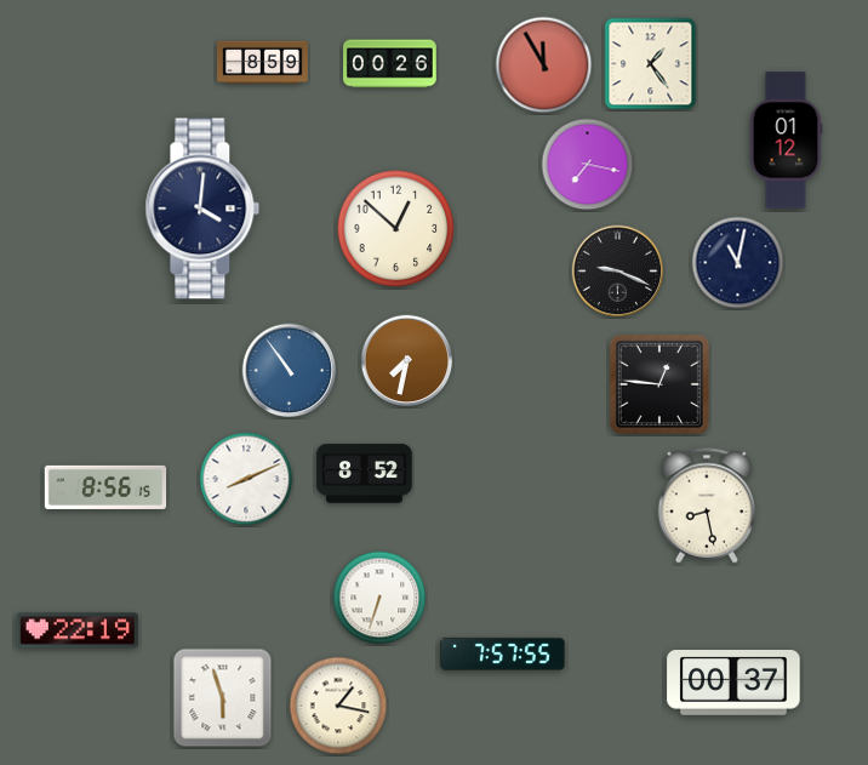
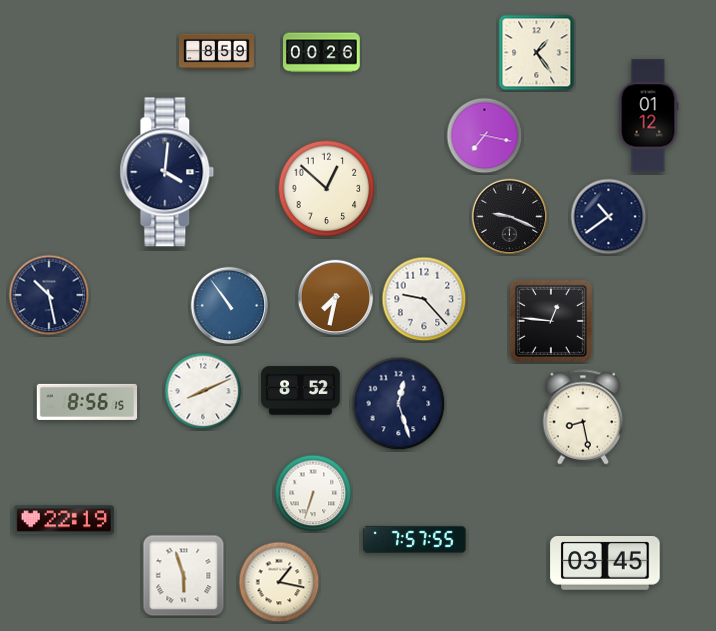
clock at (544, 65): 11:55 -> none
clock at (738, 263): 11:02 -> 10:39
clock at (618, 272) position: (618, 272) -> (510, 217)
clock at (49, 295): none -> 10:28
clock at (424, 299): none -> 9:23
clock at (290, 371) position: (290, 371) -> (230, 306)
clock at (659, 384) position: (659, 384) -> (551, 321)
clock at (246, 479) position: (246, 479) -> (203, 391)
clock at (399, 404): none -> 12:27
clock at (733, 684): 00:37 -> 03:45
